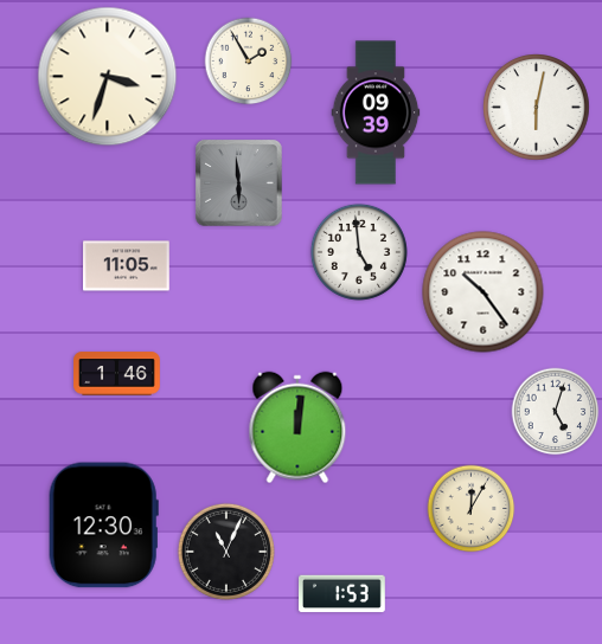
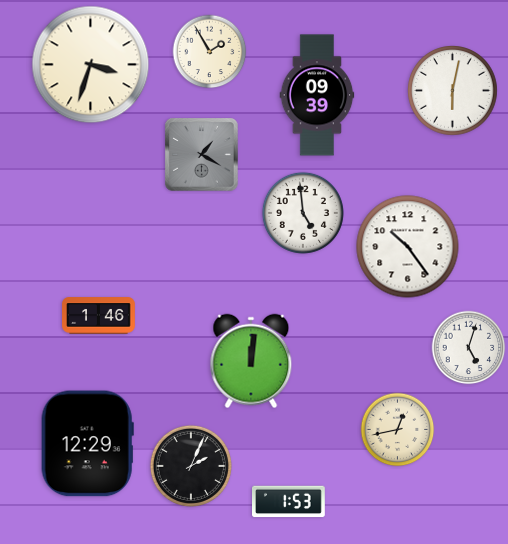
clock at (239, 183): 5:59 -> 1:20
clock at (127, 266): 11:05 -> none
clock at (472, 509): 12:05 -> 12:43
clock at (103, 526): 12:30 -> 12:29
clock at (226, 552): 11:04 -> 2:04
